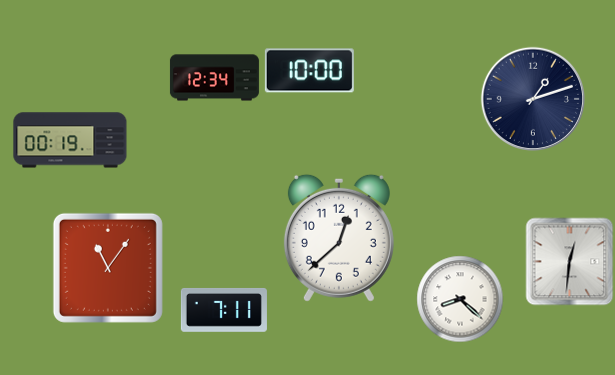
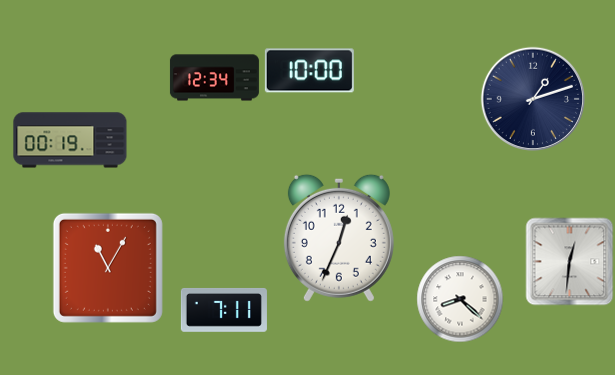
clock at (339, 238): 12:38 -> 12:34
clock at (108, 268): 11:06 -> 11:05
